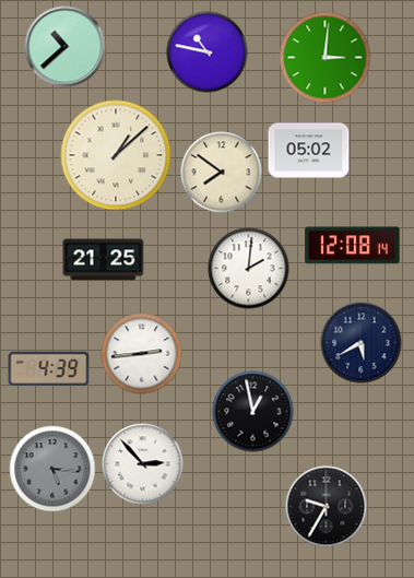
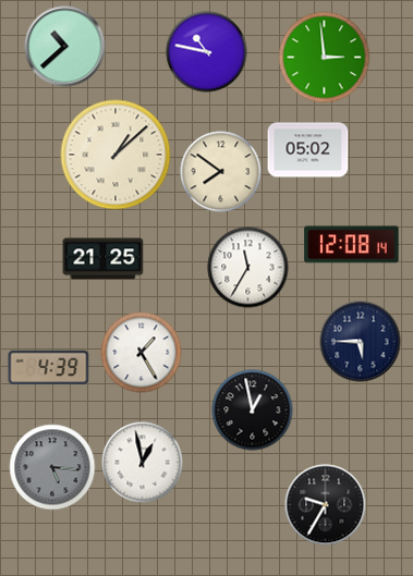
clock at (326, 58): 3:01 -> 2:59
clock at (249, 269): 2:01 -> 11:35
clock at (362, 343): 5:40 -> 5:45
clock at (142, 354): 2:44 -> 1:25
clock at (143, 464): 2:53 -> 12:58
